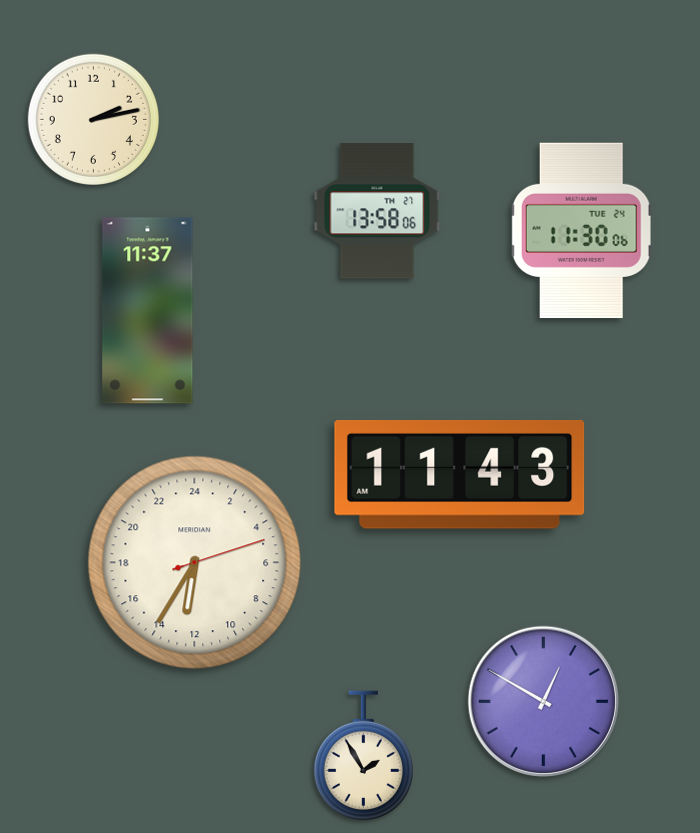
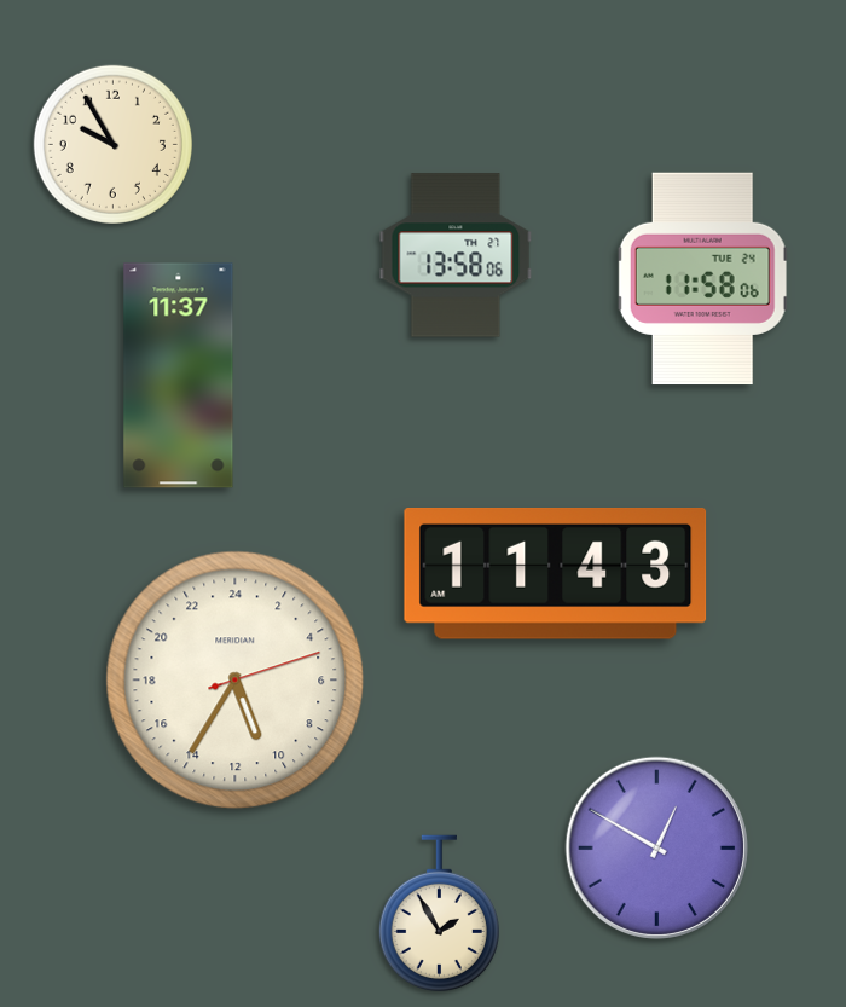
clock at (93, 119): 2:13 -> 9:55
clock at (582, 231): 11:30 -> 11:58
clock at (195, 563): 12:35 -> 10:35
